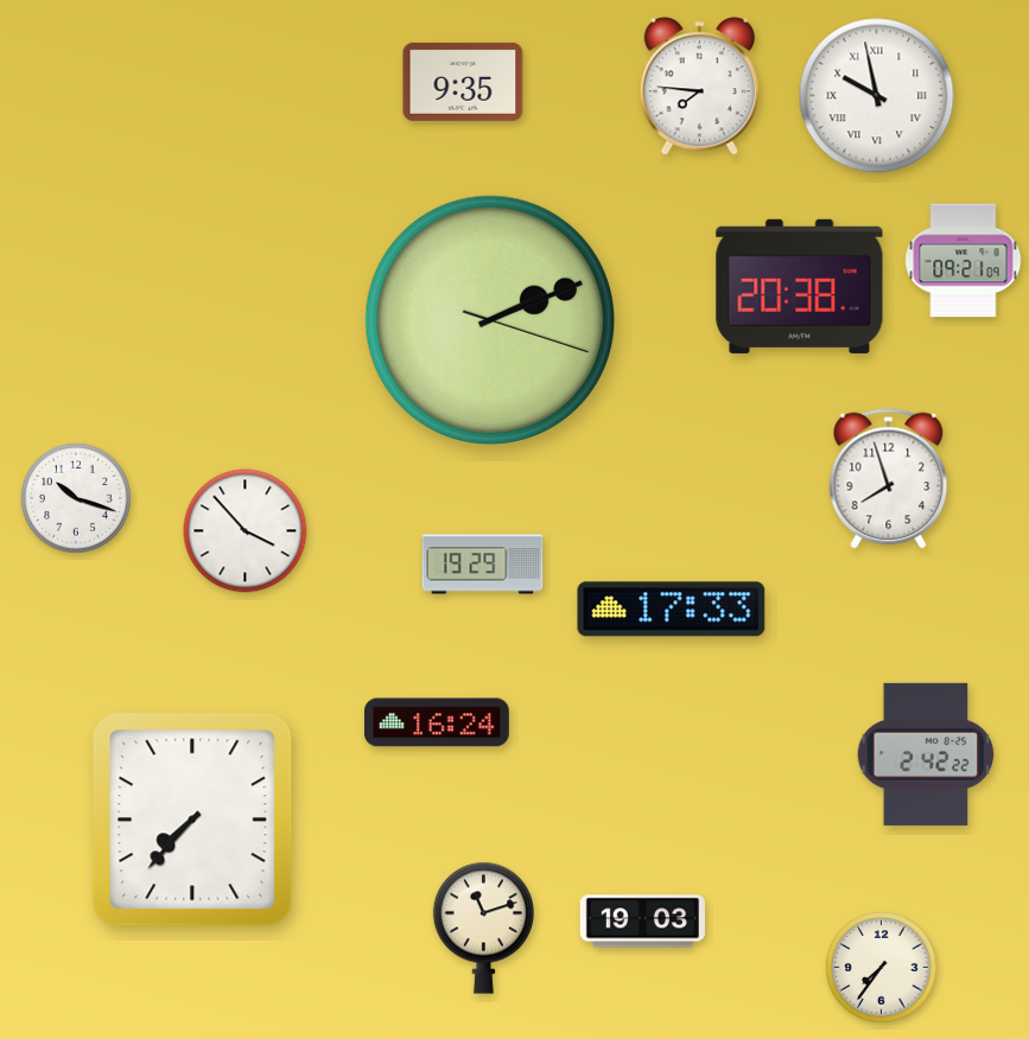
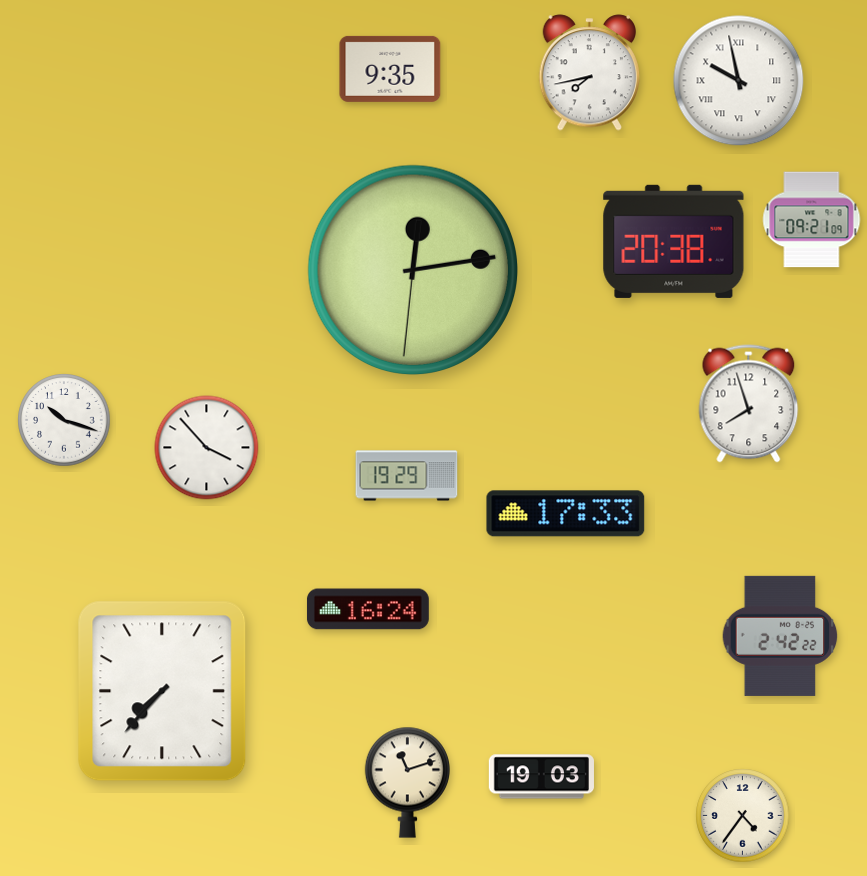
clock at (700, 87): 7:46 -> 7:43
clock at (490, 319): 2:11 -> 12:13
clock at (882, 968): 7:36 -> 4:36
